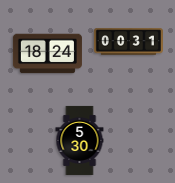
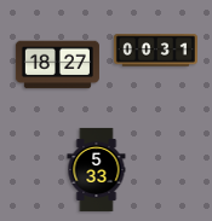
clock at (47, 54): 18:24 -> 18:27
clock at (80, 140): 5:30 -> 5:33
